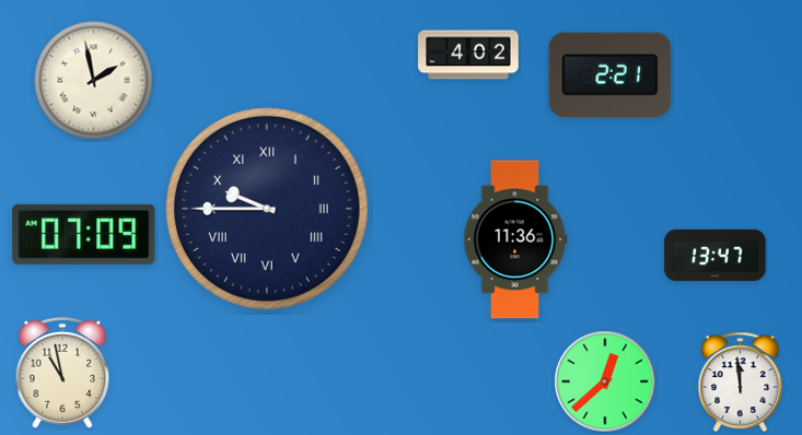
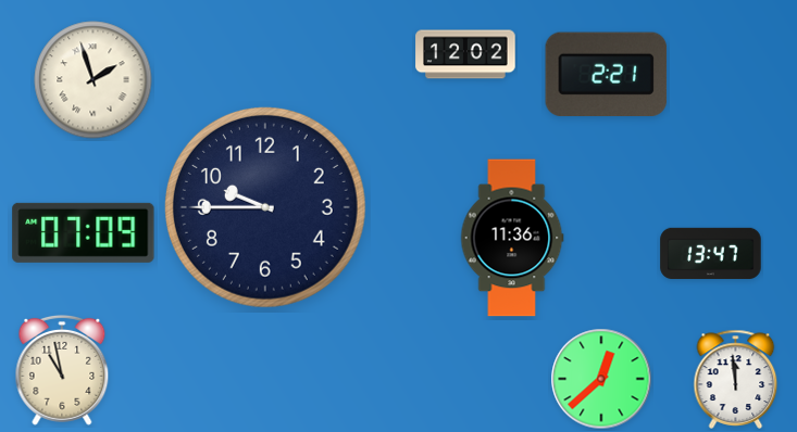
clock at (468, 55): 4:02 -> 12:02
clock at (94, 81): 1:58 -> 1:57
clock at (267, 209) numerals: Roman -> Arabic
